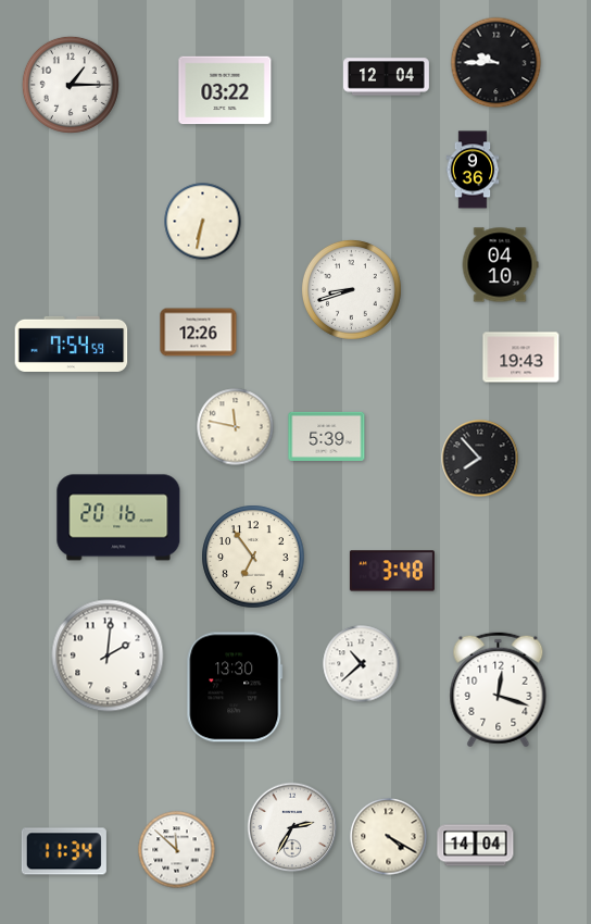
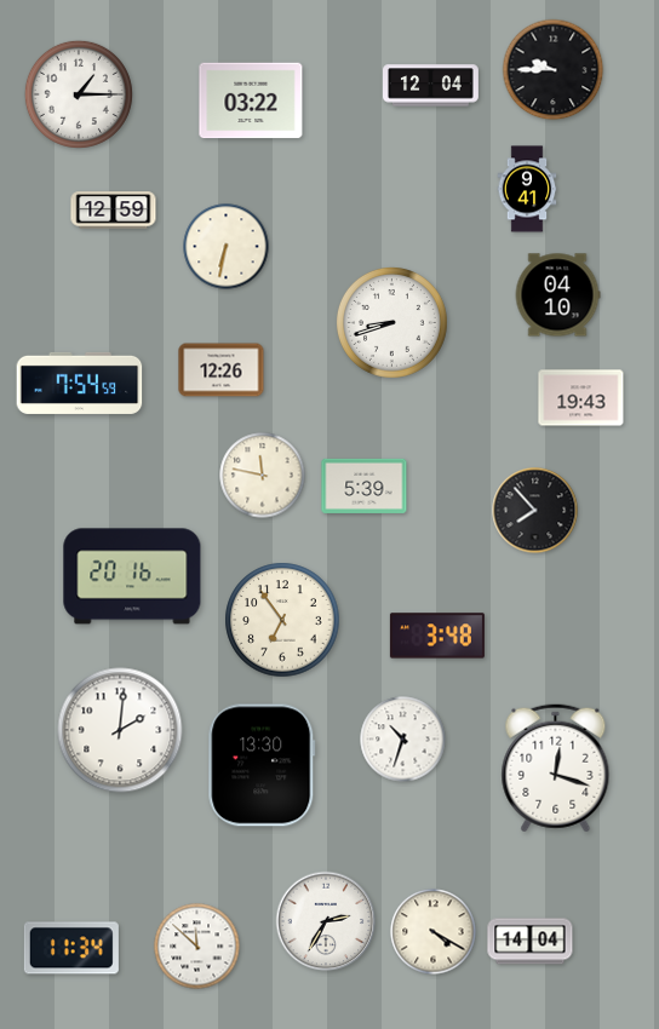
clock at (473, 170): 9:36 -> 9:41
clock at (114, 211): none -> 12:59
clock at (362, 664): 10:38 -> 10:33
